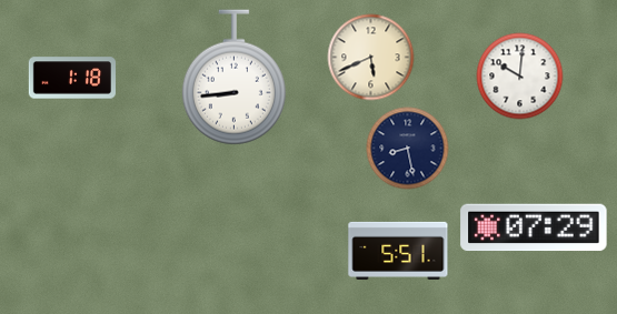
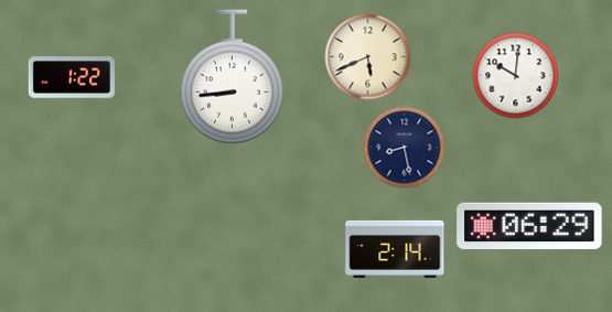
clock at (72, 78): 1:18 -> 1:22
clock at (534, 227): 07:29 -> 06:29
clock at (398, 251): 5:51 -> 2:14
